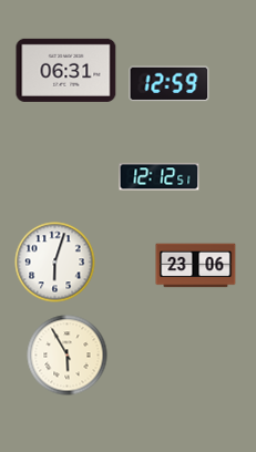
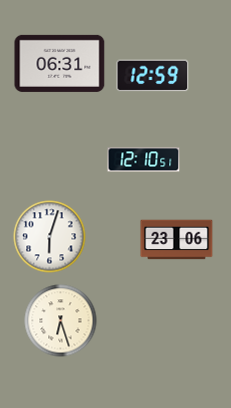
clock at (160, 177): 12:12 -> 12:10
clock at (68, 356): 5:55 -> 6:27
